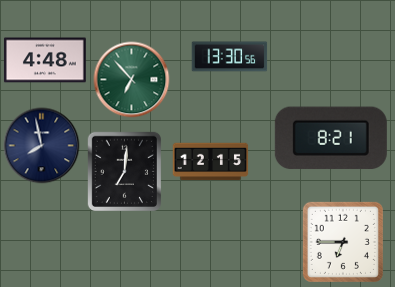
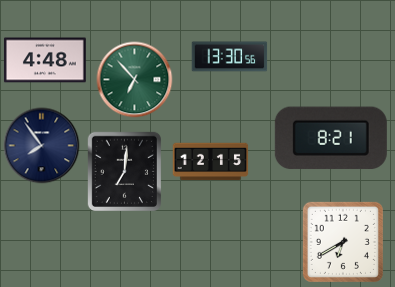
clock at (132, 80) position: (132, 80) -> (135, 80)
clock at (42, 146): 7:58 -> 7:54
clock at (343, 242): 6:45 -> 6:40
